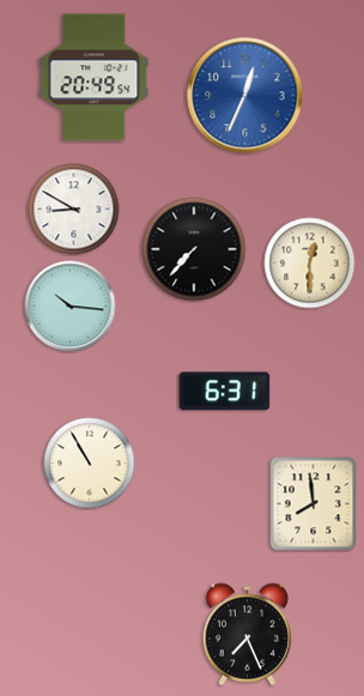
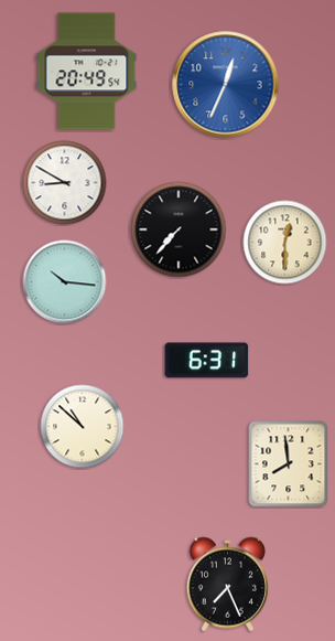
clock at (245, 96) position: (245, 96) -> (226, 85)
clock at (74, 210) position: (74, 210) -> (65, 183)
clock at (90, 464): 10:55 -> 10:52
